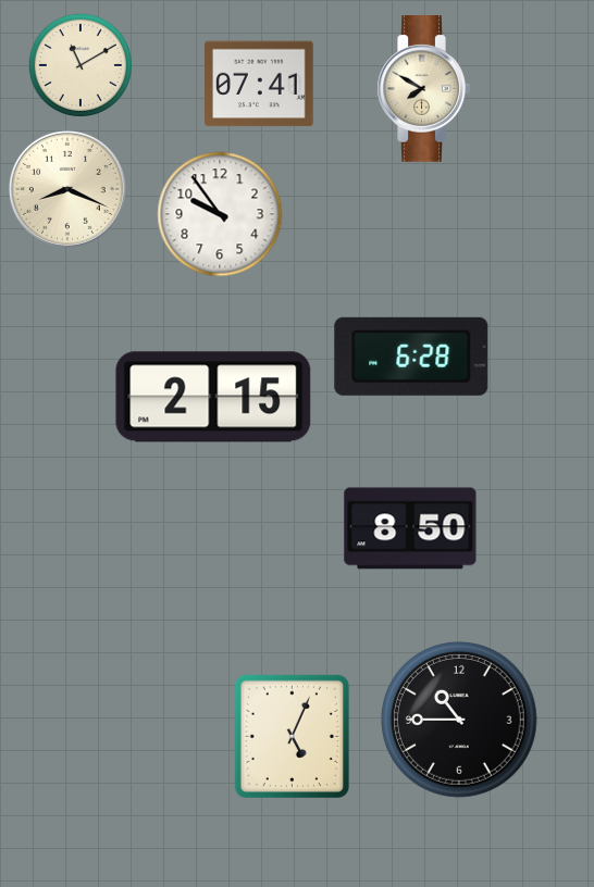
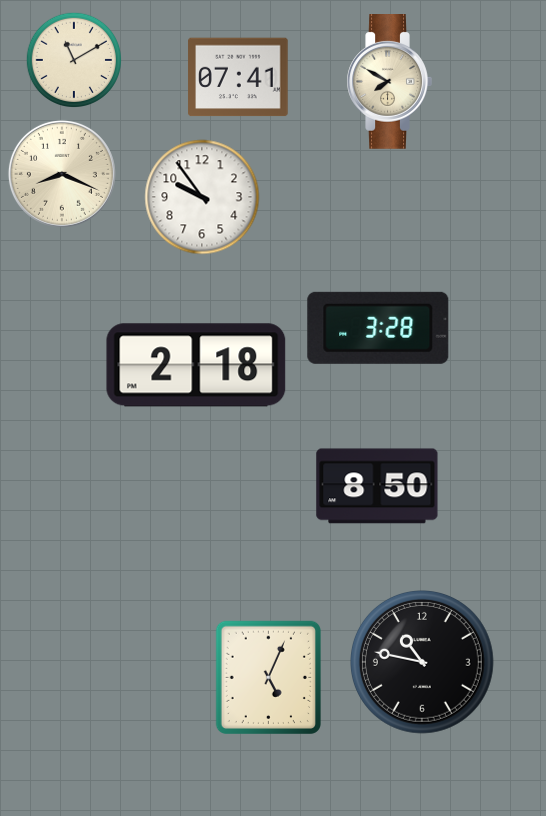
clock at (411, 357): 6:28 -> 3:28
clock at (213, 397): 2:15 -> 2:18
clock at (460, 721): 10:45 -> 10:47
